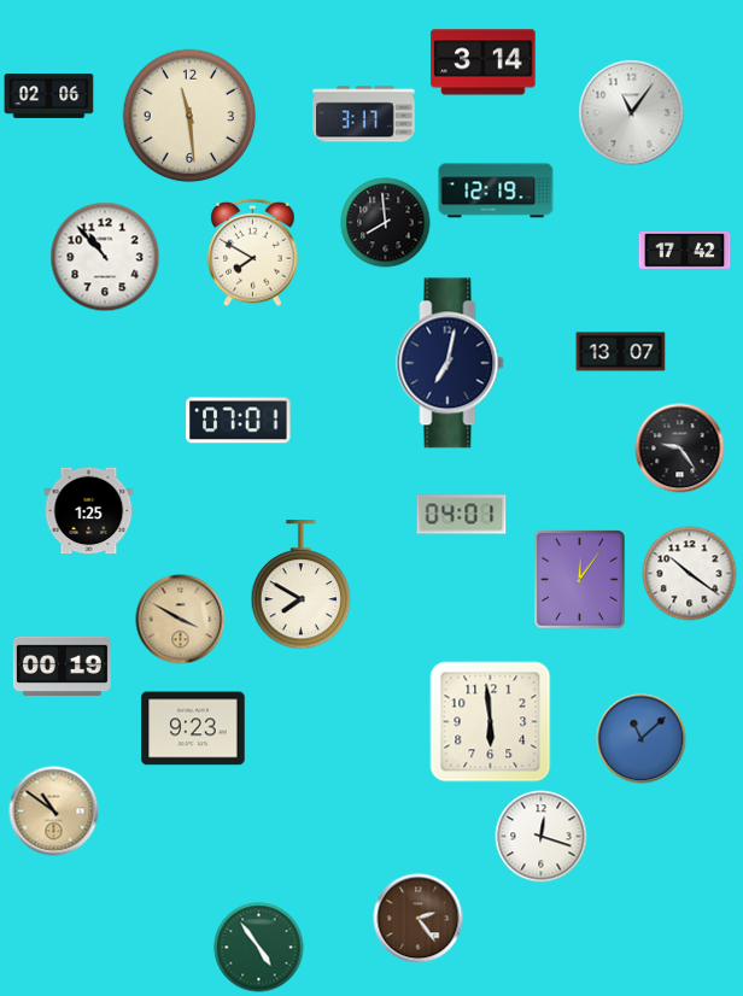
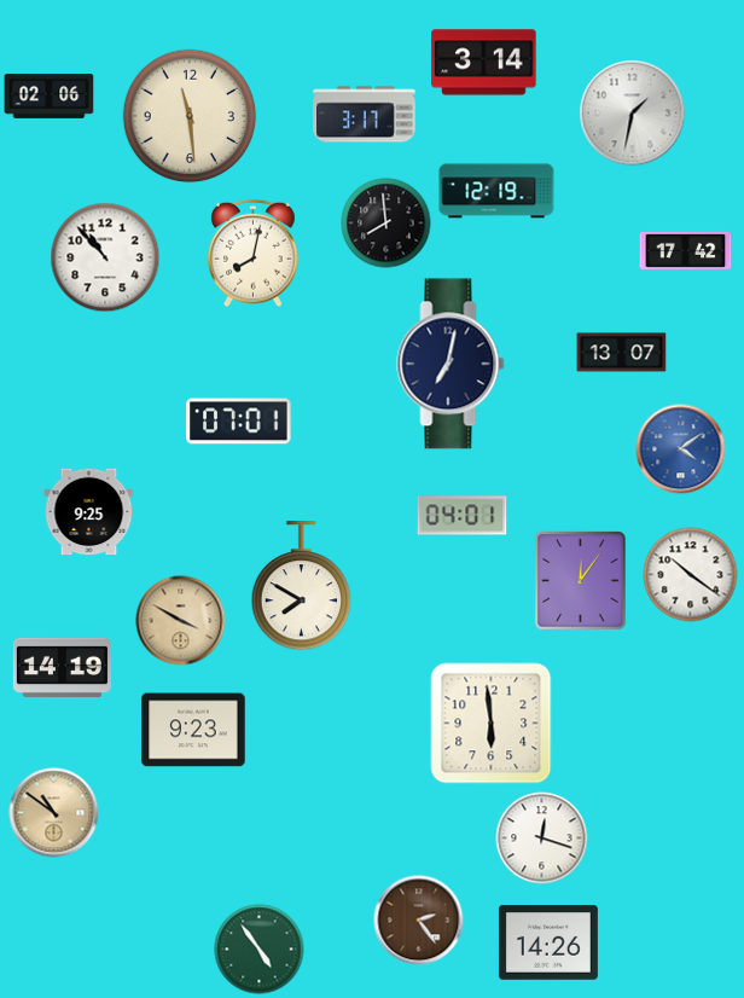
clock at (632, 113): 11:06 -> 1:32
clock at (253, 253): 7:50 -> 8:02
clock at (680, 449): 9:24 -> 4:09
clock at (680, 449) dial: black -> blue
clock at (89, 511): 1:25 -> 9:25
clock at (62, 666): 00:19 -> 14:19
clock at (642, 739): 11:08 -> none
clock at (548, 942): none -> 14:26
